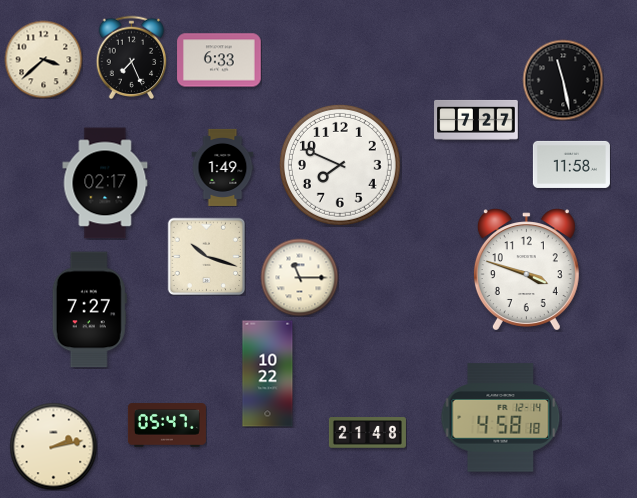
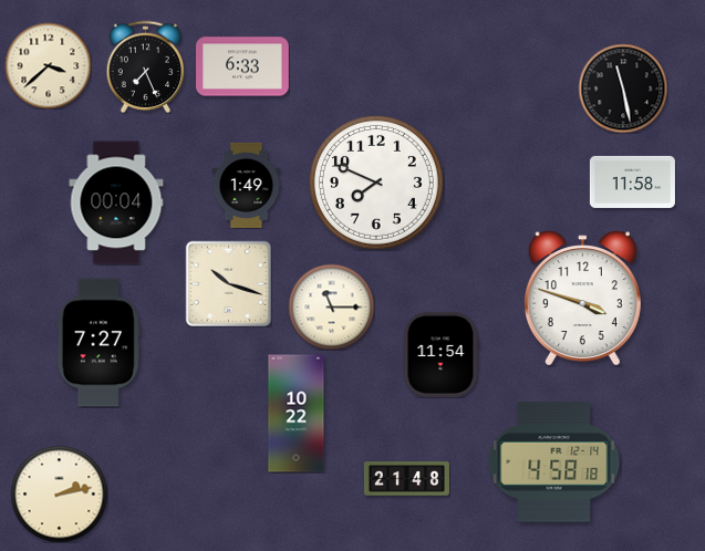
clock at (132, 57) position: (132, 57) -> (146, 66)
clock at (476, 120): 7:27 -> none
clock at (105, 183): 02:17 -> 00:04
clock at (440, 354): none -> 11:54
clock at (167, 425): 05:47 -> none
